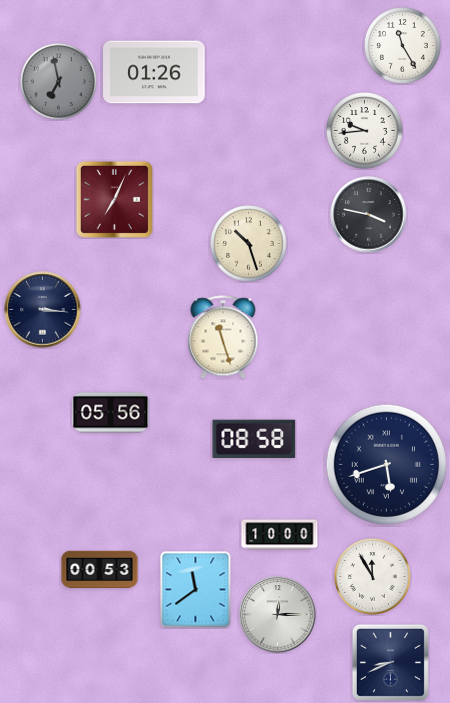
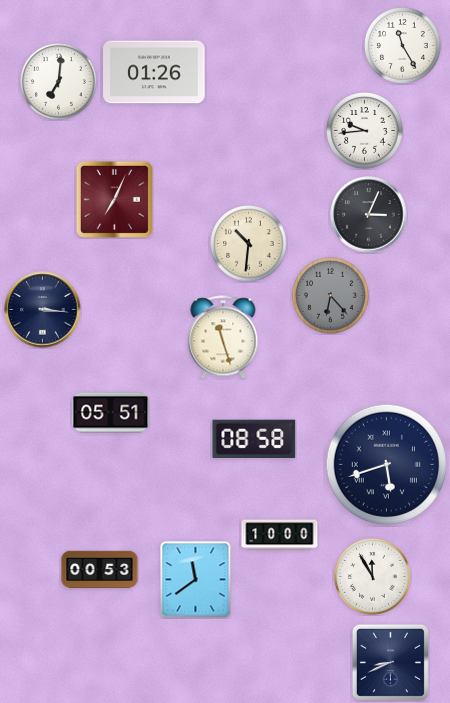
clock at (59, 82): 6:58 -> 7:01
clock at (59, 82) dial: grey -> white
clock at (369, 215): 3:47 -> 3:04
clock at (249, 244): 10:27 -> 10:31
clock at (331, 296): none -> 6:23
clock at (111, 413): 05:56 -> 05:51
clock at (196, 590) position: (196, 590) -> (196, 580)
clock at (278, 615): 12:15 -> none
